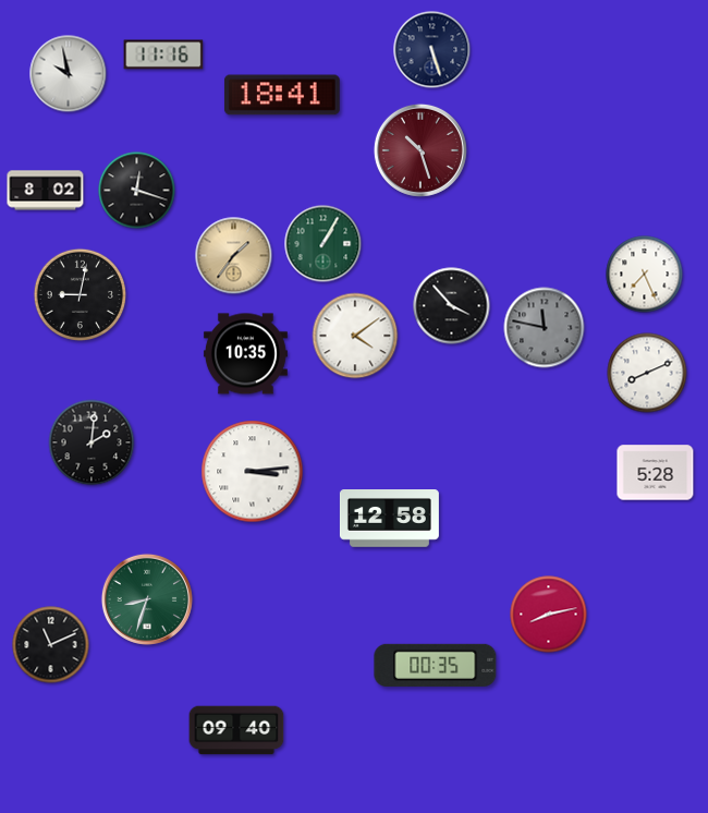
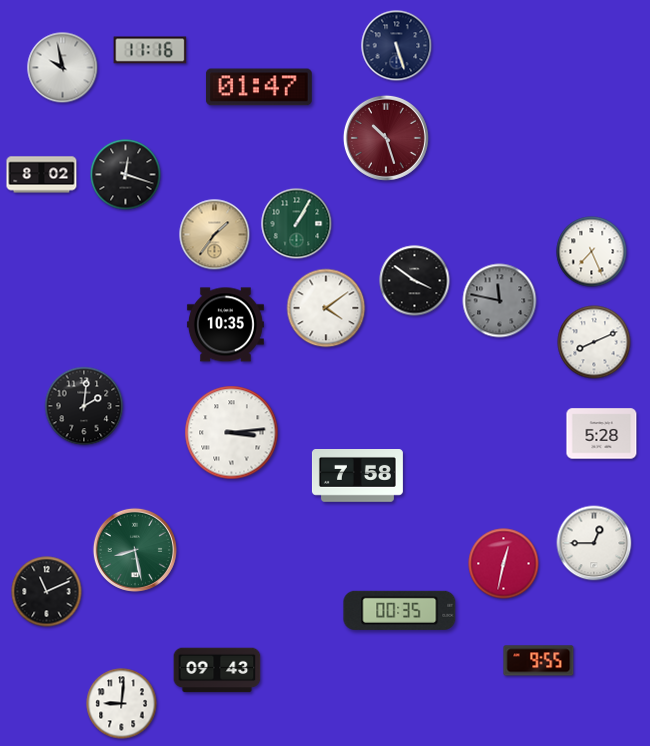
clock at (282, 95): 18:41 -> 01:47
clock at (80, 294): 9:02 -> none
clock at (452, 306): 3:53 -> 3:51
clock at (389, 519): 12:58 -> 7:58
clock at (594, 543): none -> 12:45
clock at (147, 599): 8:33 -> 8:28
clock at (549, 615): 8:13 -> 12:32
clock at (539, 661): none -> 9:55
clock at (236, 730): 09:40 -> 09:43
clock at (122, 704): none -> 9:01
